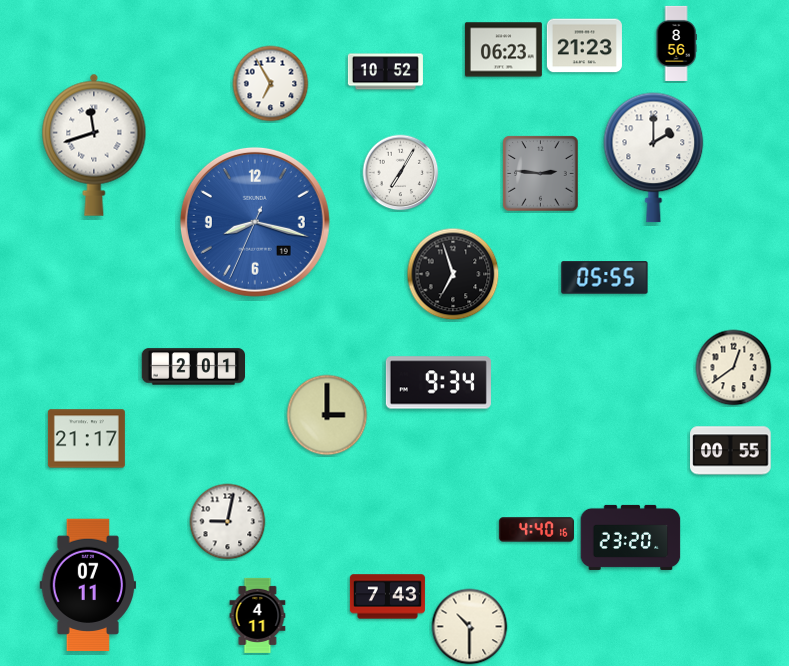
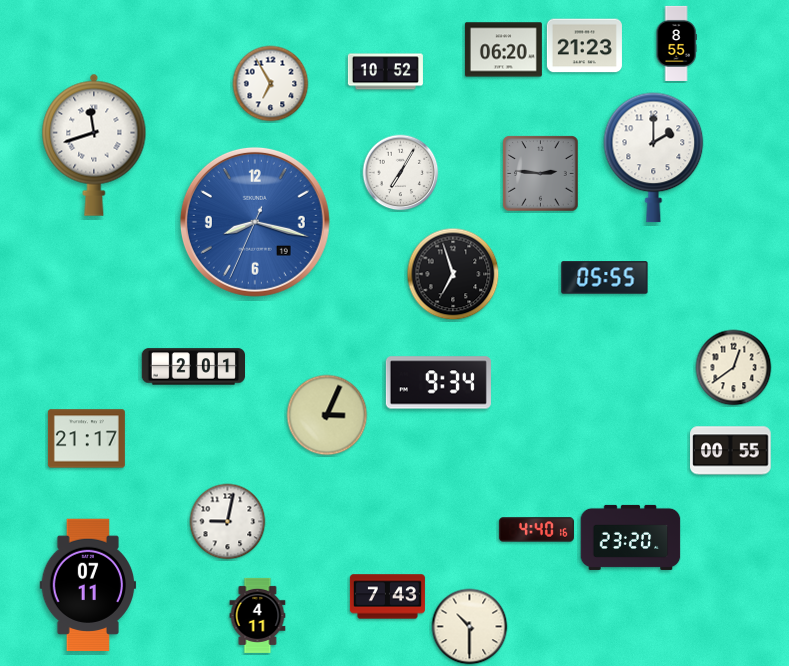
clock at (676, 43): 8:56 -> 8:55
clock at (503, 50): 06:23 -> 06:20
clock at (327, 415): 3:00 -> 3:04
